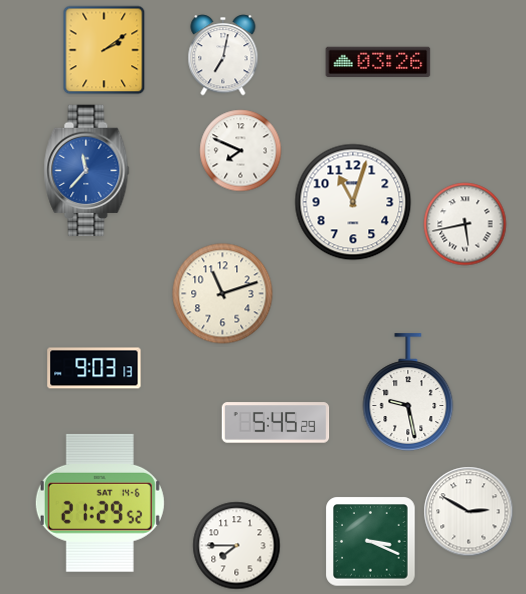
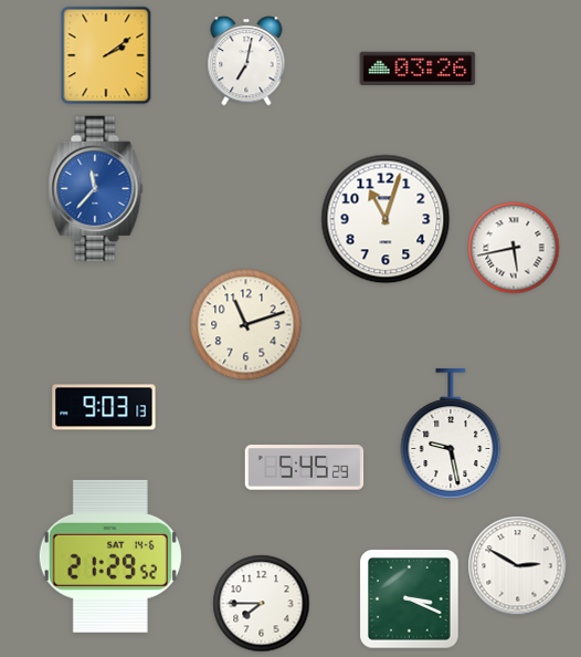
clock at (104, 50) position: (104, 50) -> (106, 55)
clock at (241, 151): 7:49 -> none
clock at (353, 202) position: (353, 202) -> (385, 219)
